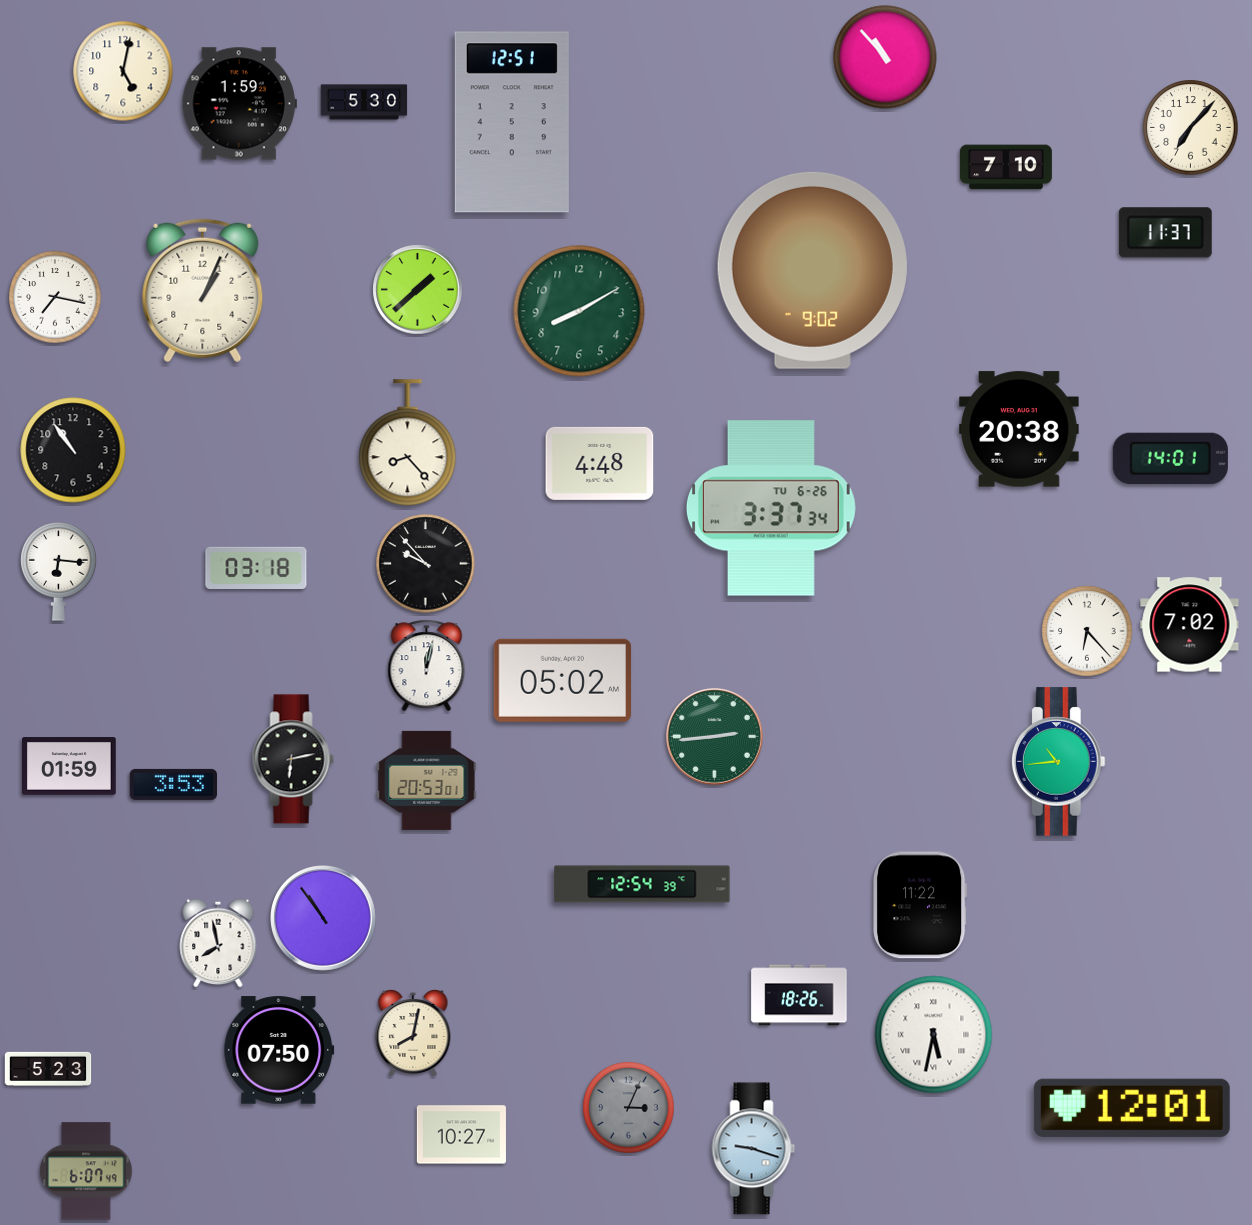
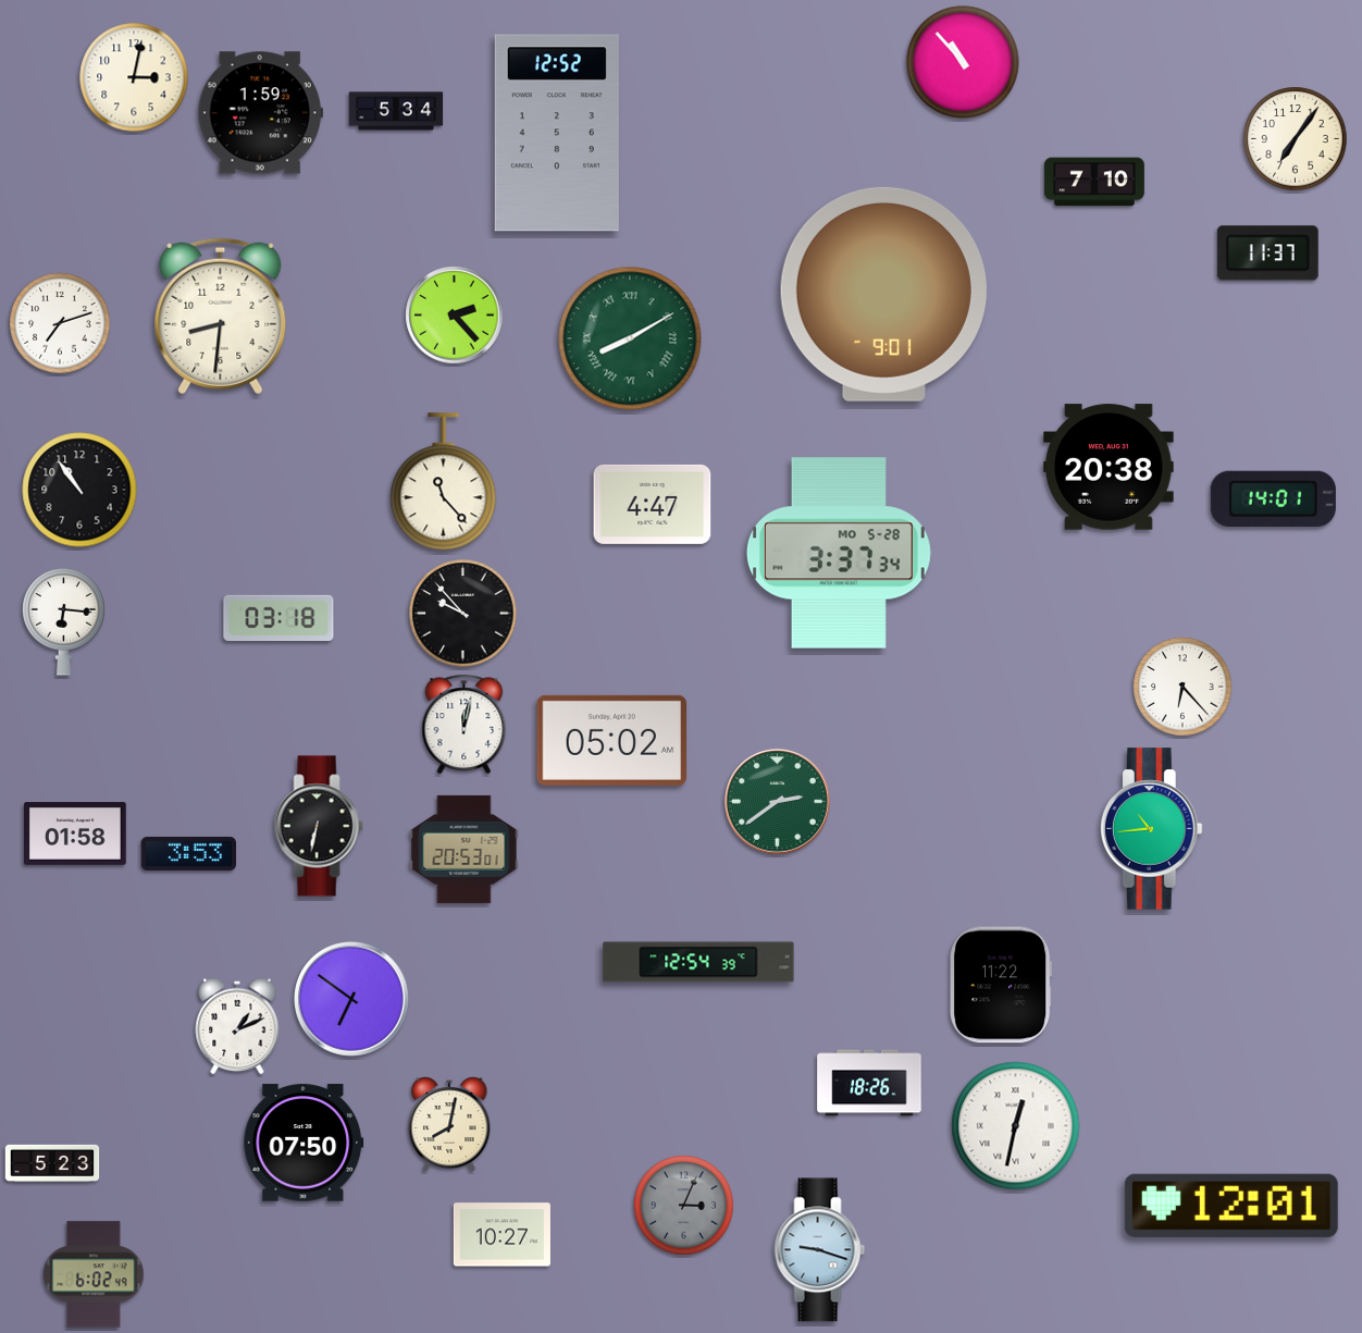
clock at (123, 71): 5:02 -> 3:02
clock at (364, 102): 5:30 -> 5:34
clock at (512, 122): 12:51 -> 12:52
clock at (1191, 128): 7:07 -> 7:06
clock at (812, 270): 9:02 -> 9:01
clock at (418, 290): 1:38 -> 2:23
clock at (203, 291): 1:04 -> 8:31
clock at (55, 297): 7:17 -> 7:12
clock at (579, 311) numerals: Arabic -> Roman
clock at (408, 443): 8:23 -> 11:23
clock at (600, 463): 4:48 -> 4:47
clock at (771, 508) date: TU 6-26 -> MO 5-28
clock at (1190, 625): 7:02 -> none
clock at (715, 737): 2:44 -> 2:39
clock at (293, 759): 6:13 -> 6:32
clock at (69, 766): 01:59 -> 01:58
clock at (324, 919): 10:54 -> 6:51
clock at (218, 943): 7:58 -> 1:11
clock at (934, 1035): 5:32 -> 12:32
clock at (86, 1171): 6:07 -> 6:02
